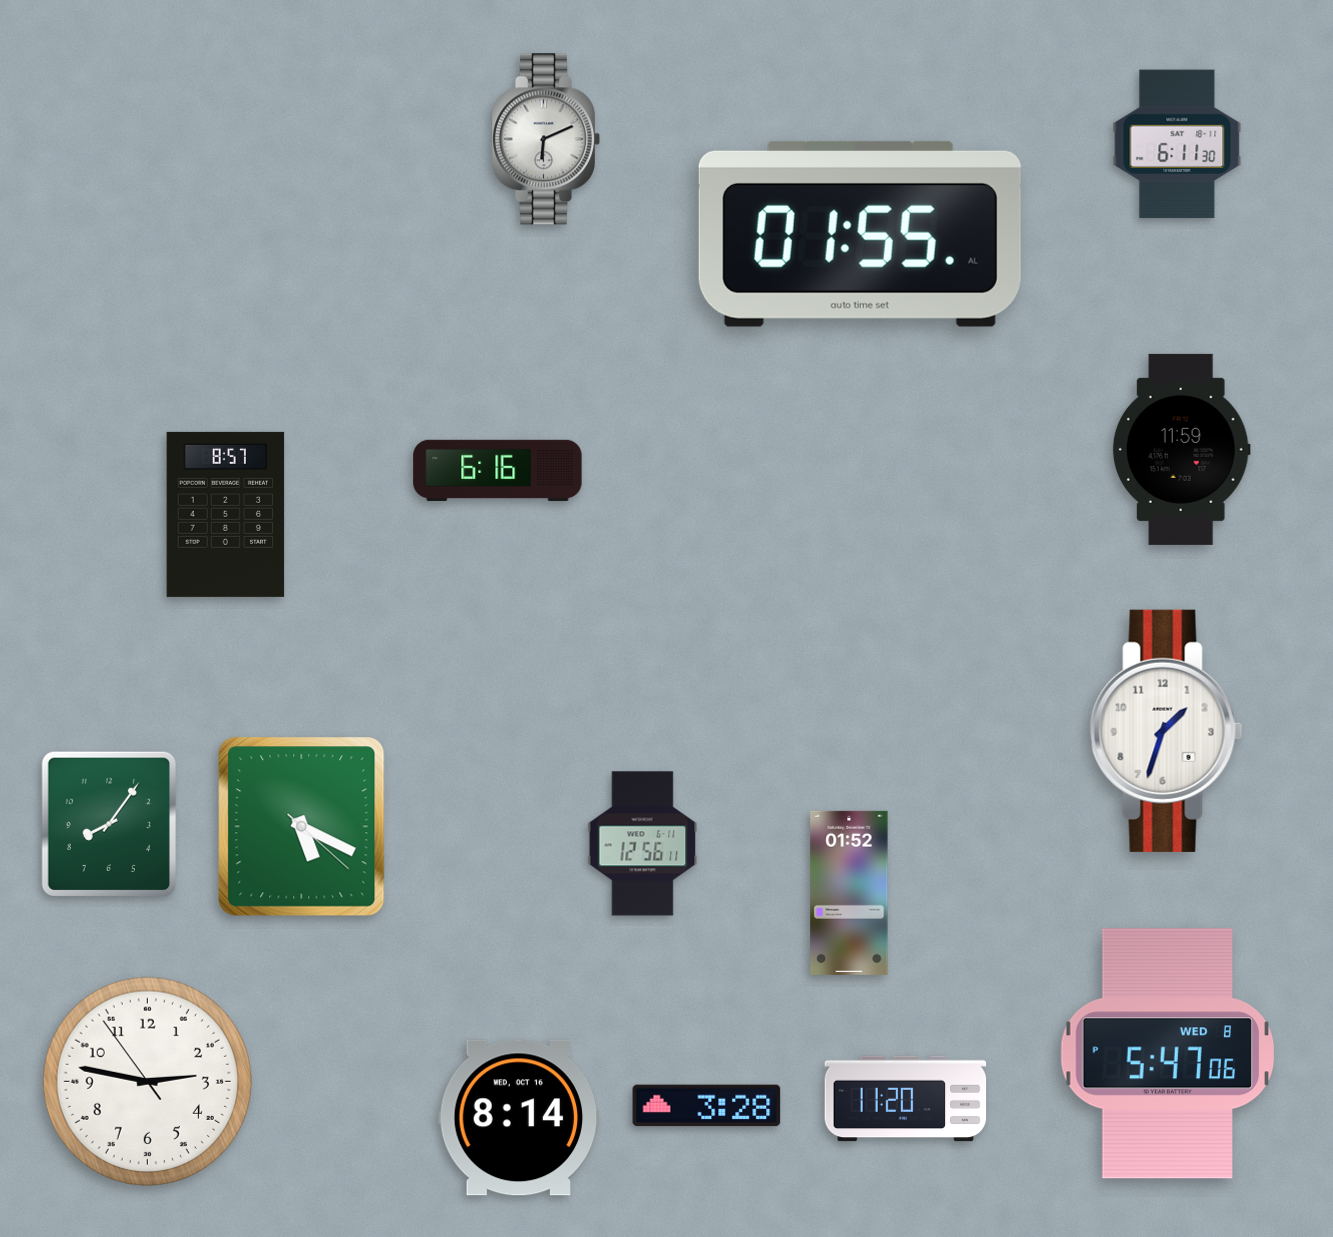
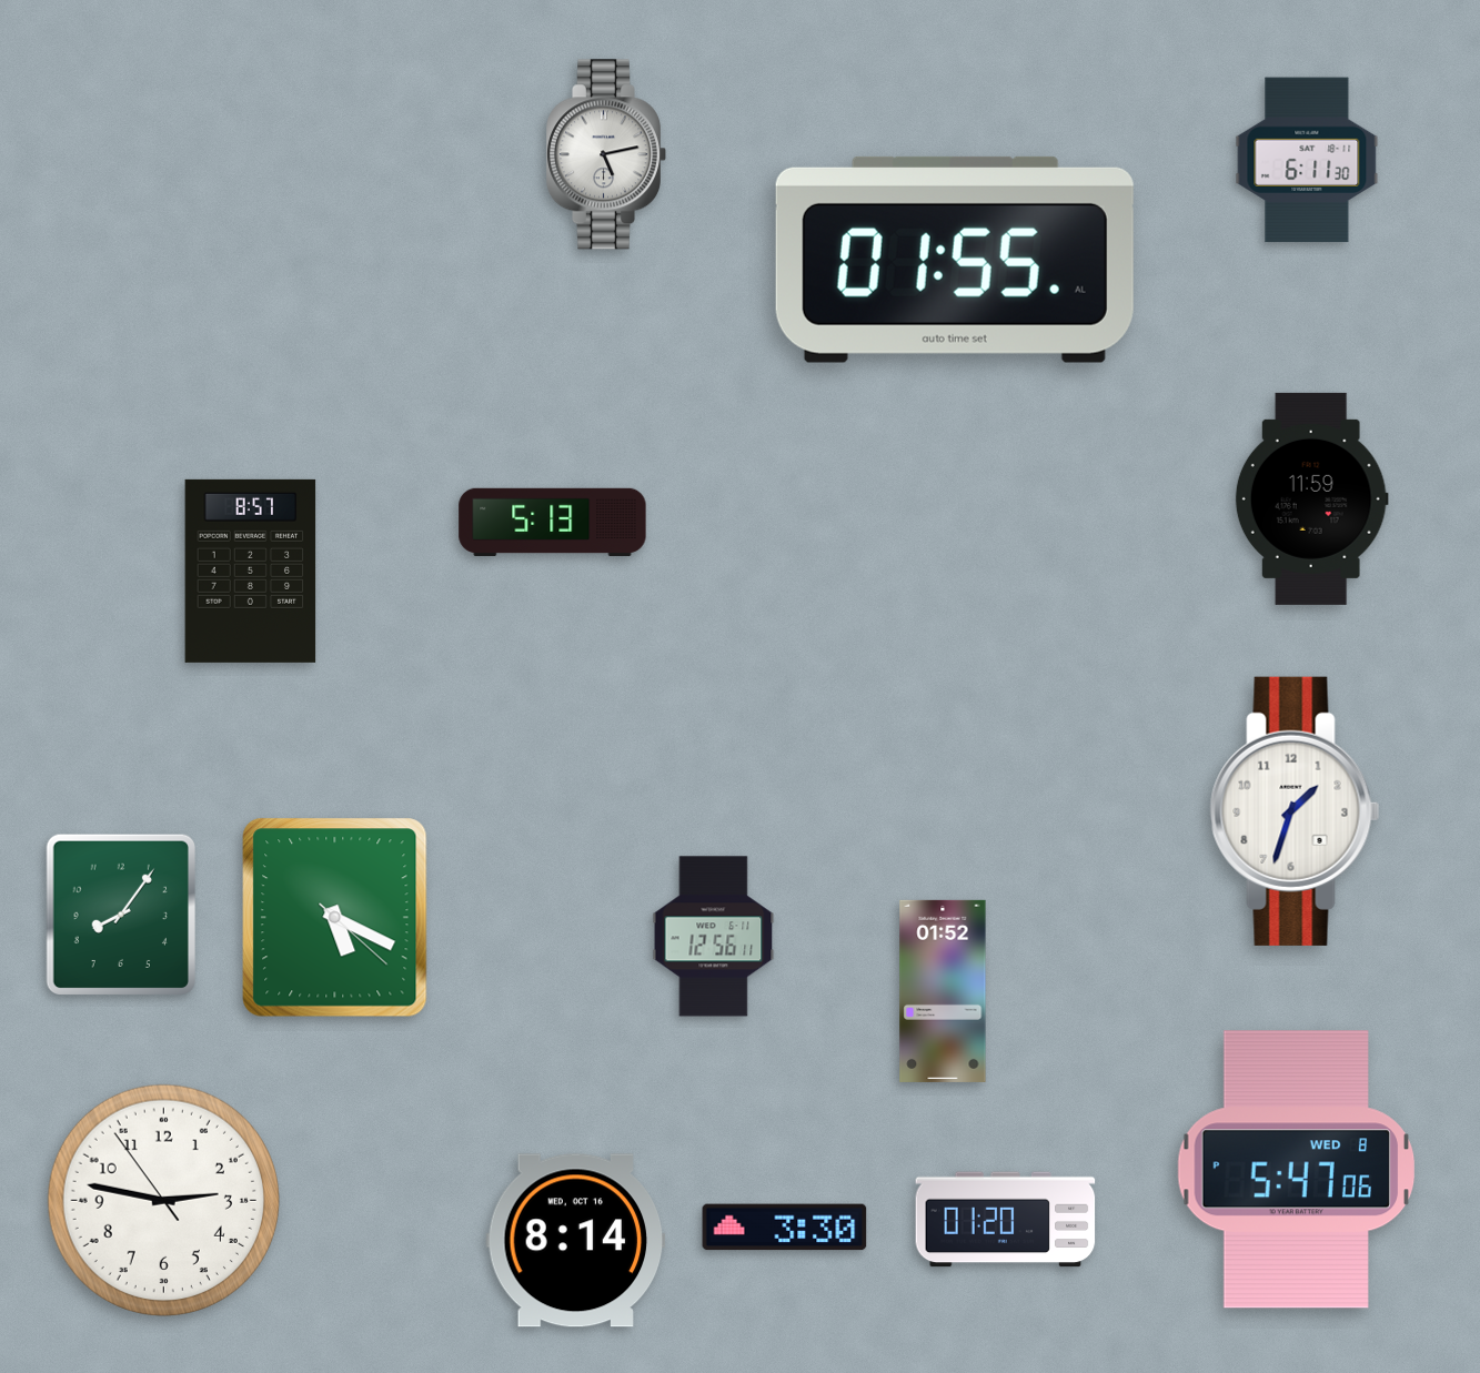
clock at (546, 139): 6:11 -> 5:13
clock at (498, 470): 6:16 -> 5:13
clock at (906, 1099): 11:20 -> 01:20
clock at (707, 1106): 3:28 -> 3:30
